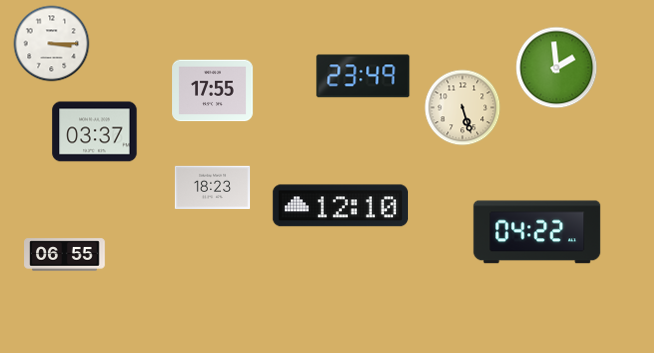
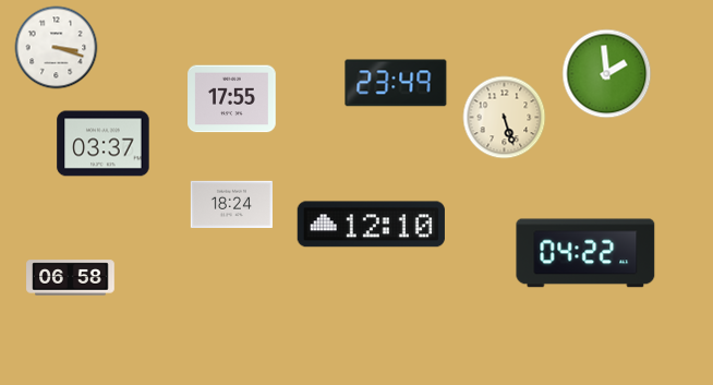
clock at (52, 44): 3:15 -> 3:18
clock at (212, 188): 18:23 -> 18:24
clock at (65, 255): 06:55 -> 06:58
